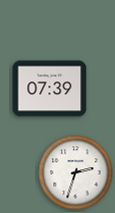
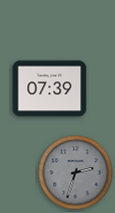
clock at (76, 173) dial: white -> grey
